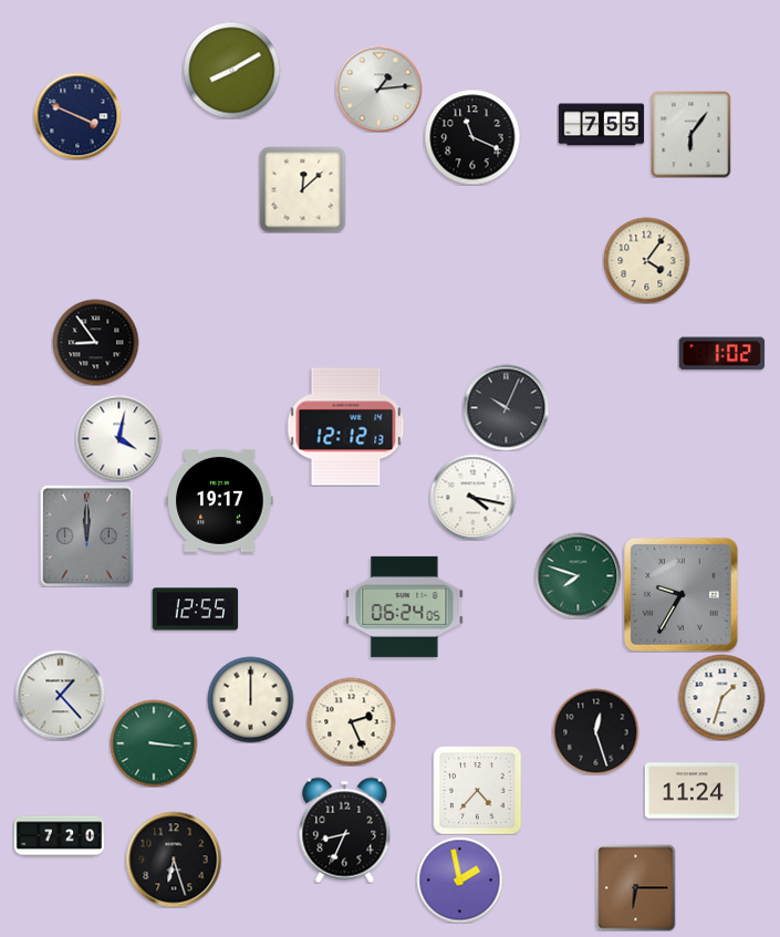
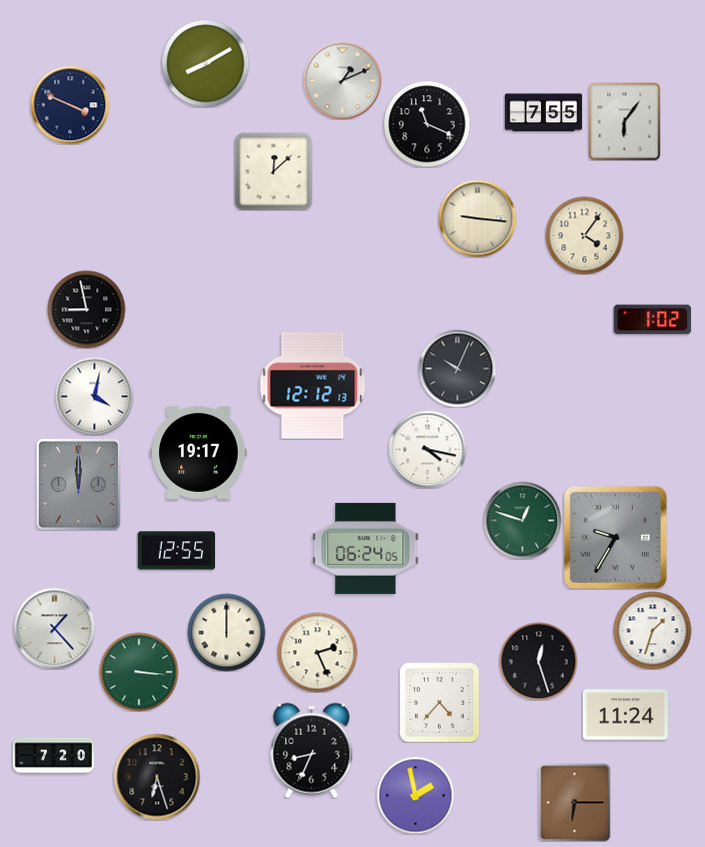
clock at (231, 70) position: (231, 70) -> (205, 63)
clock at (378, 89): 1:14 -> 1:11
clock at (477, 218): none -> 9:16
clock at (95, 342): 8:54 -> 8:58
clock at (118, 438) position: (118, 438) -> (94, 396)
clock at (578, 575): 7:48 -> 12:48
clock at (477, 790) position: (477, 790) -> (439, 702)
